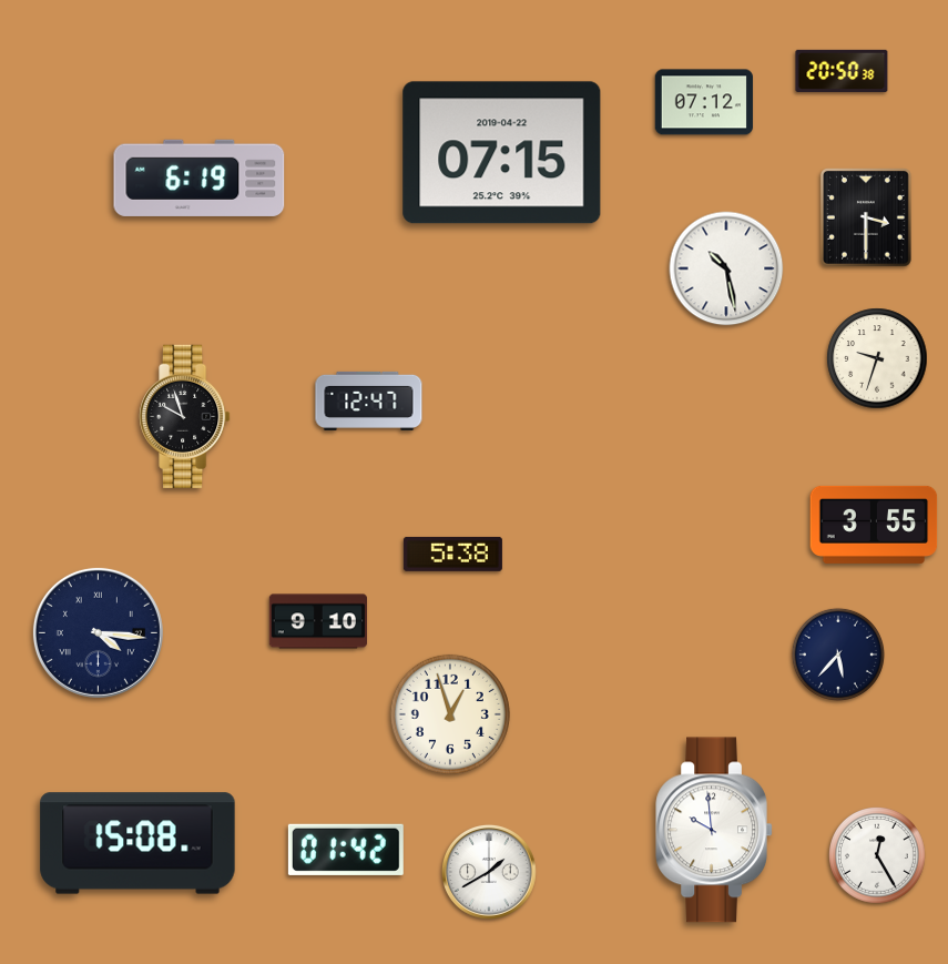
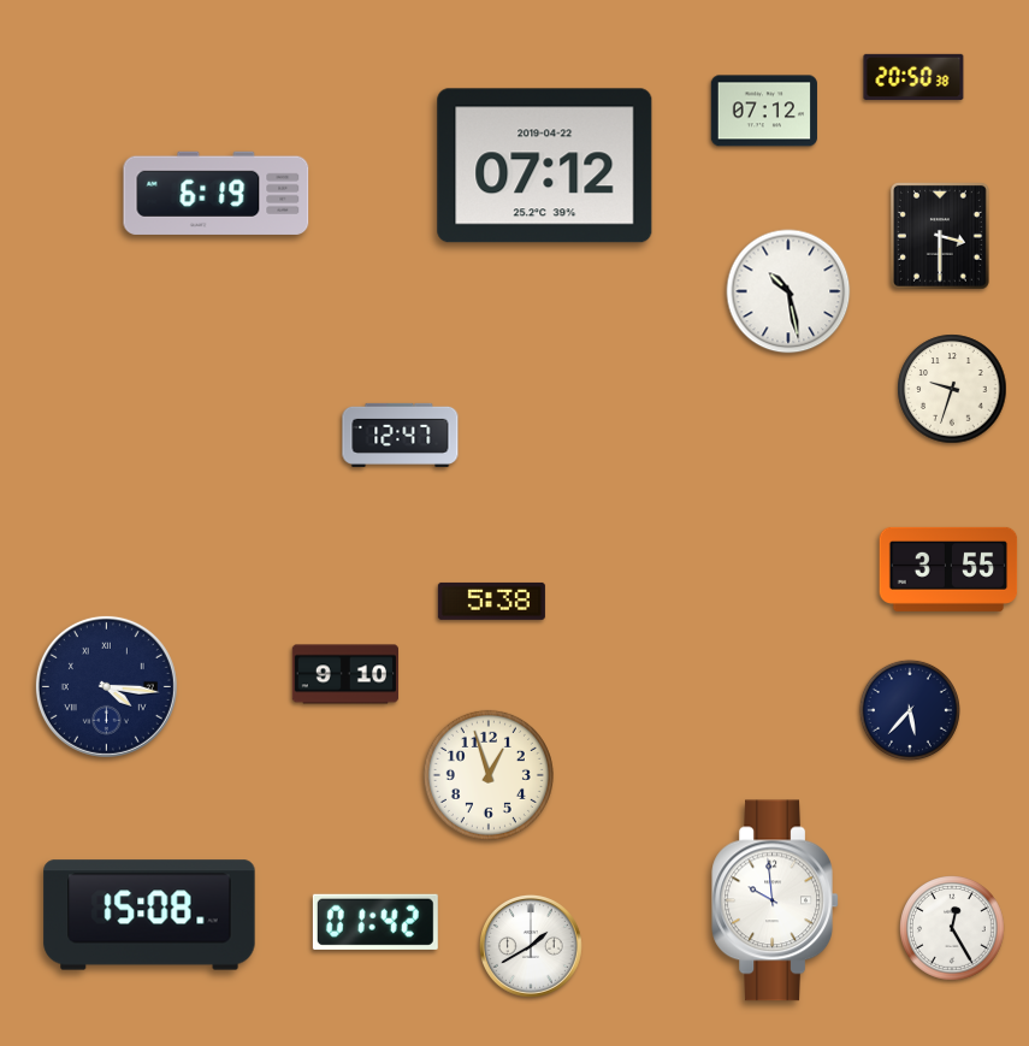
clock at (502, 153): 07:15 -> 07:12
clock at (185, 416): 9:57 -> none
